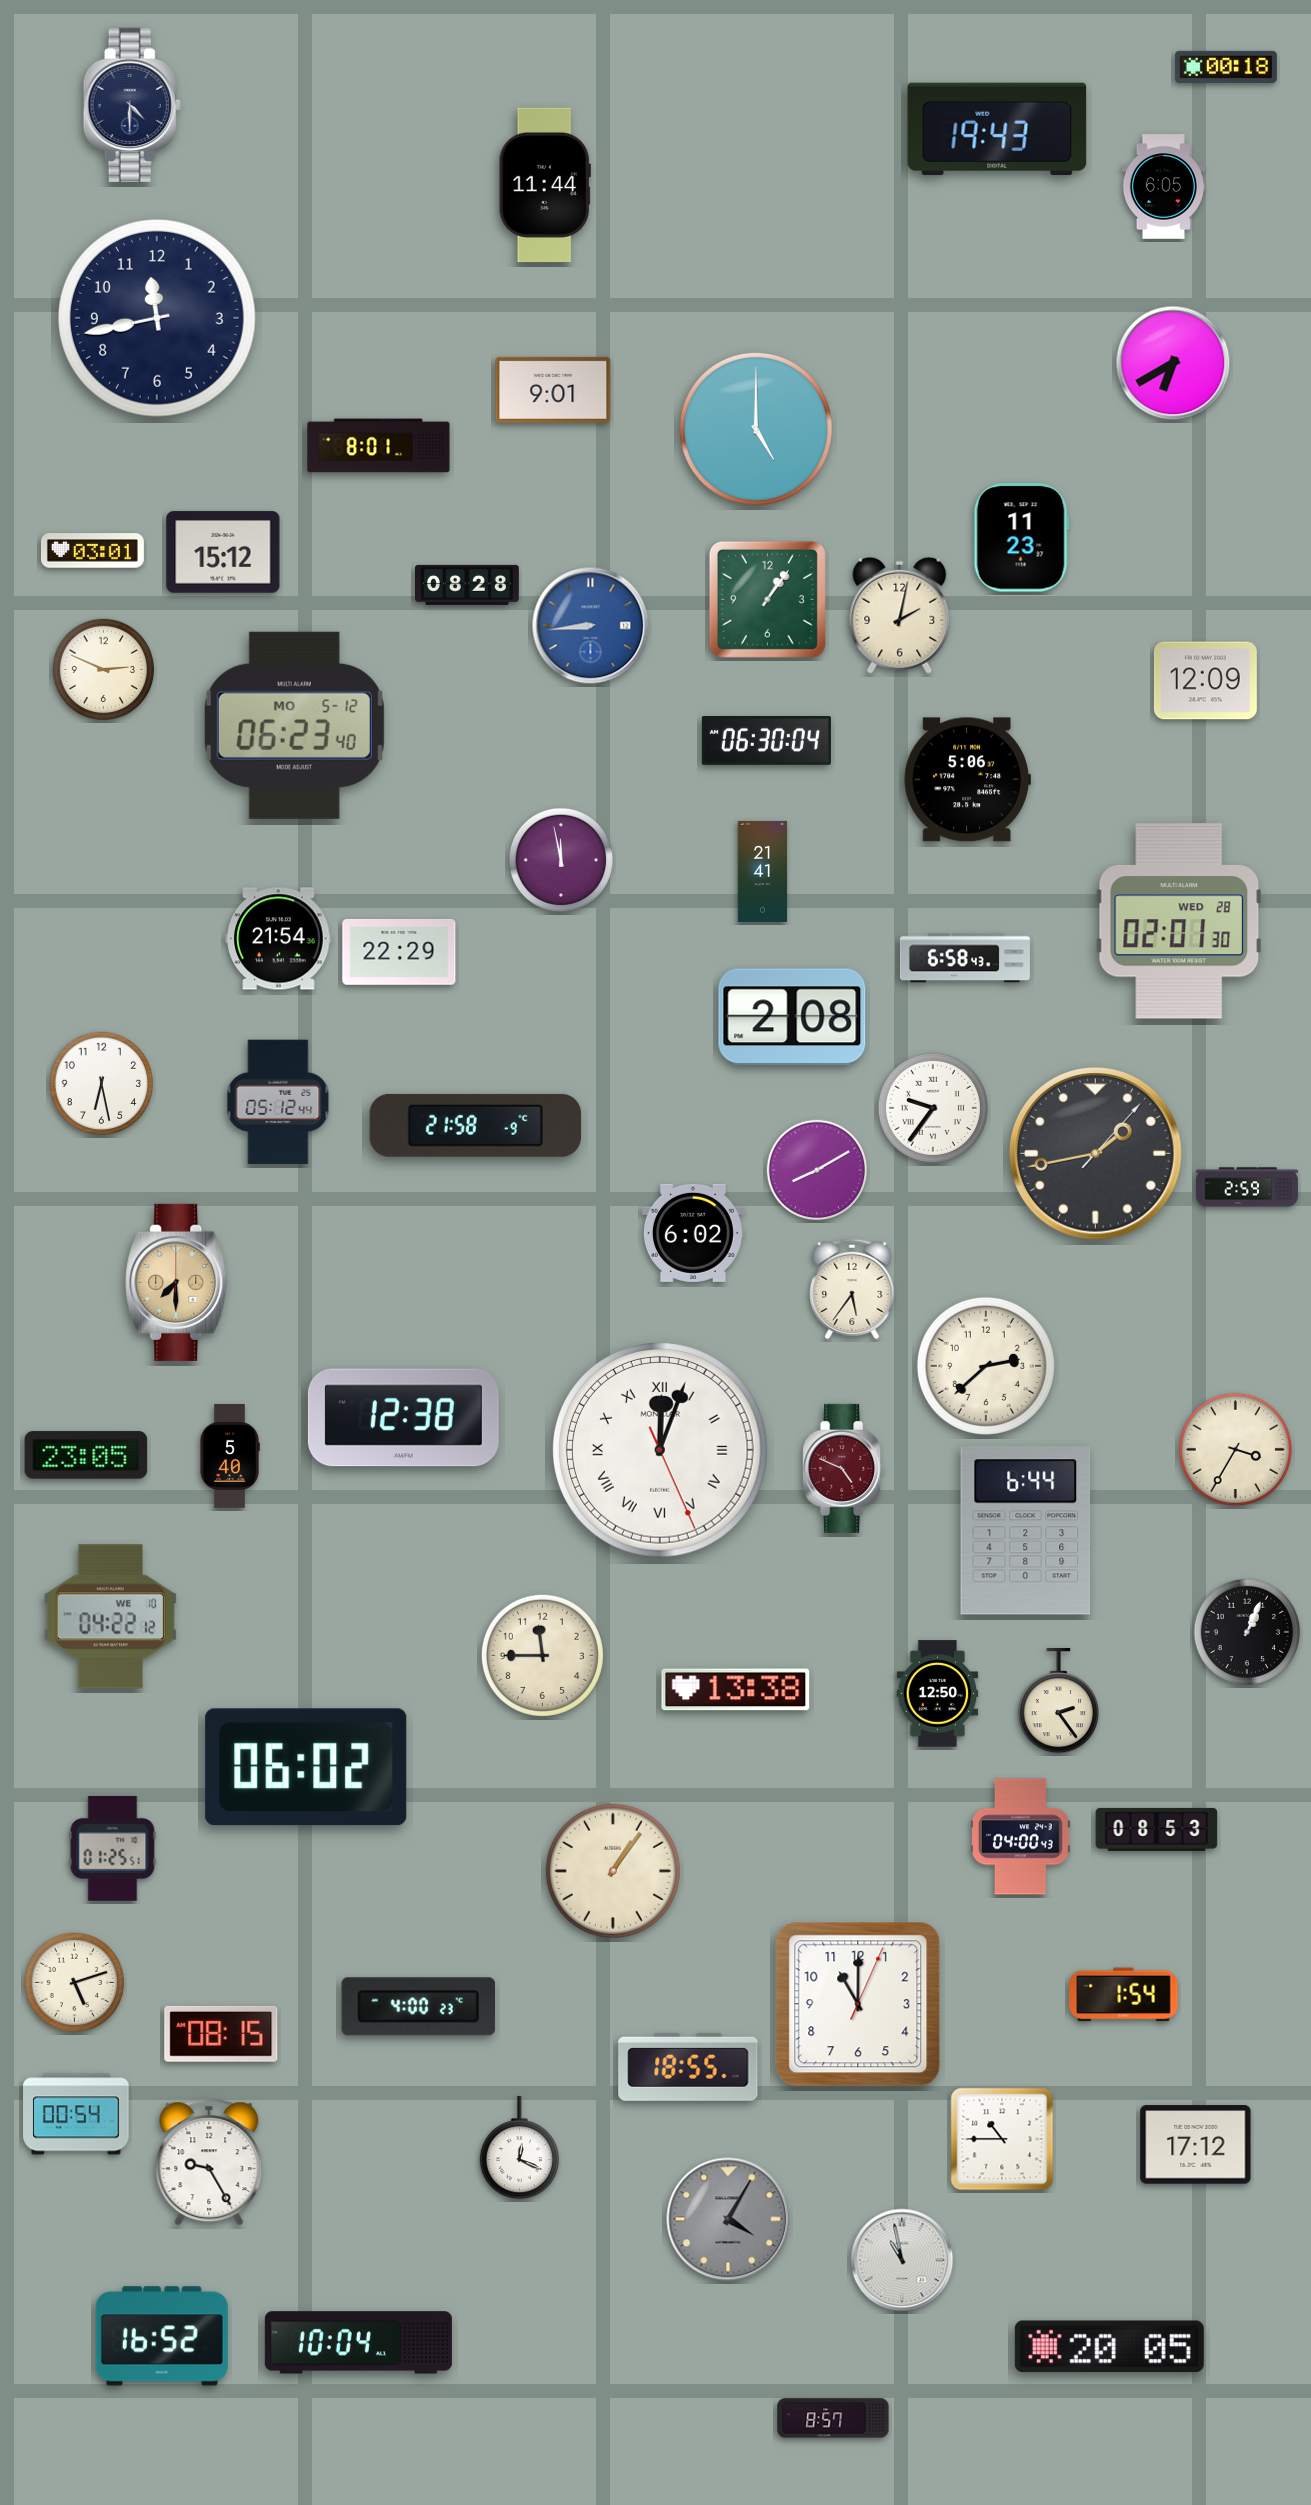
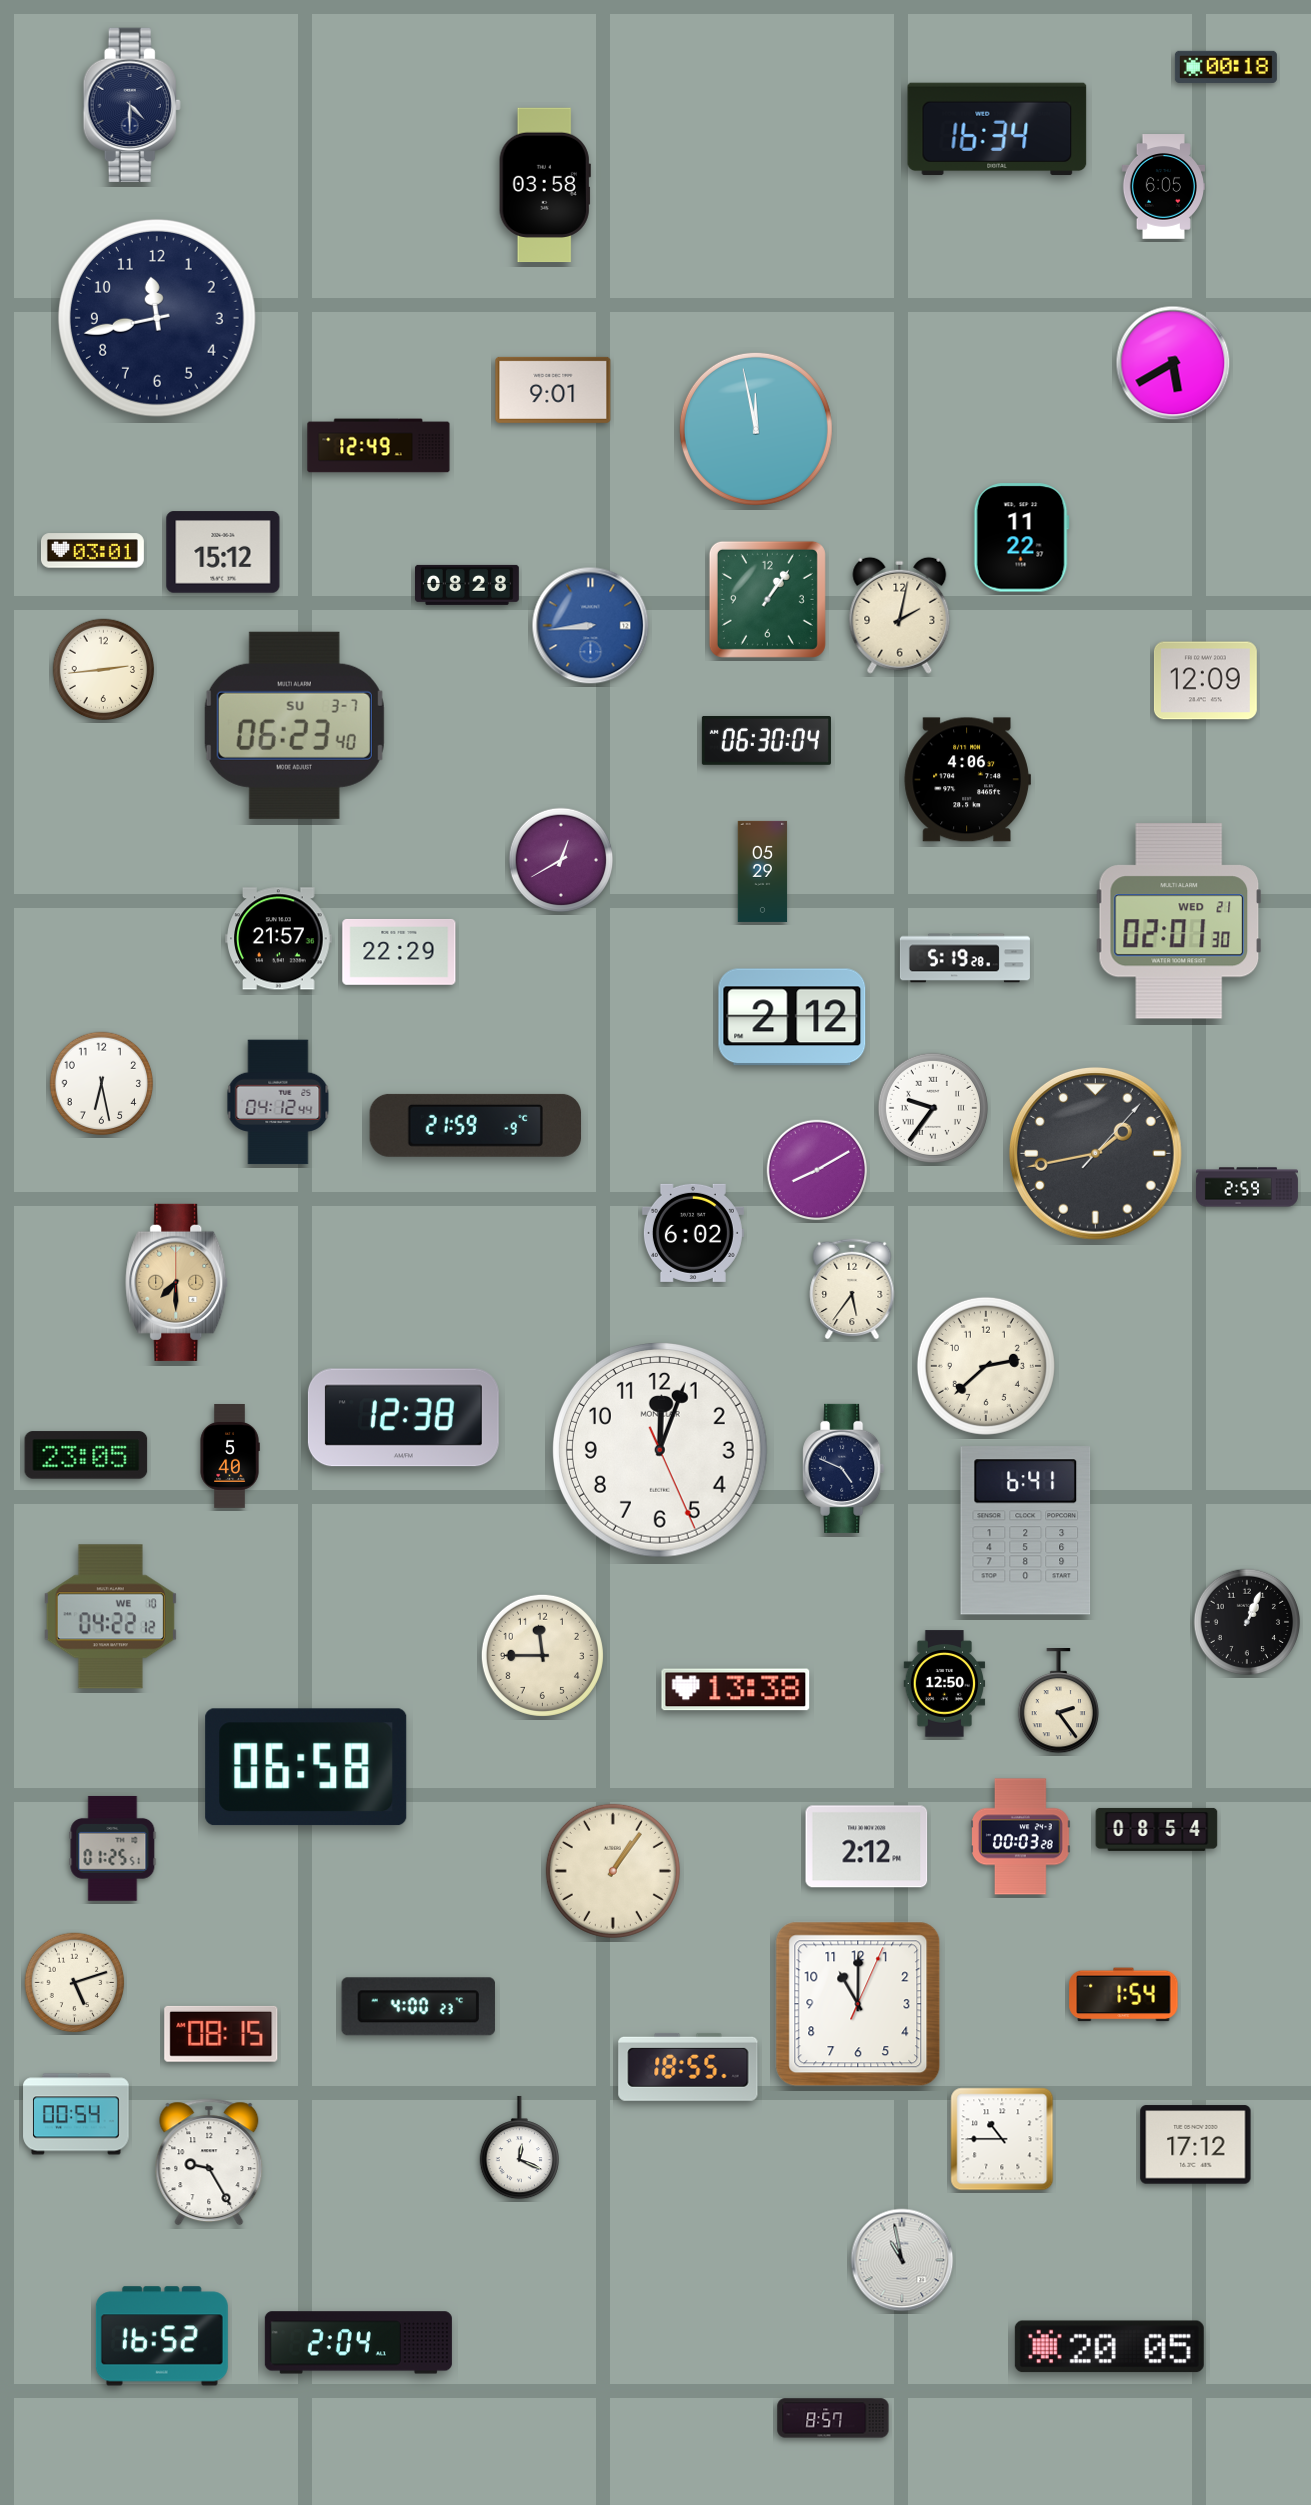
clock at (997, 129): 19:43 -> 16:34
clock at (545, 185): 11:44 -> 03:58
clock at (1173, 363): 6:40 -> 5:40
clock at (756, 429): 5:00 -> 11:58
clock at (379, 446): 8:01 -> 12:49
clock at (1021, 538): 11:23 -> 11:22
clock at (104, 670): 2:49 -> 2:44
clock at (294, 725) date: MO 5-12 -> SU 3-7
clock at (967, 780): 5:06 -> 4:06
clock at (561, 860): 11:58 -> 12:40
clock at (763, 871): 21:41 -> 05:29
clock at (1178, 922) date: WED 28 -> WED 21
clock at (279, 939): 21:54 -> 21:57
clock at (965, 958): 6:58 -> 5:19
clock at (792, 1017): 2:08 -> 2:12
clock at (278, 1102): 05:12 -> 04:12
clock at (476, 1125): 21:58 -> 21:59
clock at (1235, 1449): 3:35 -> none
clock at (661, 1451) numerals: Roman -> Arabic
clock at (844, 1468) dial: burgundy -> navy
clock at (1026, 1531): 6:44 -> 6:41
clock at (1247, 1632) position: (1247, 1632) -> (1247, 1622)
clock at (938, 1694) position: (938, 1694) -> (945, 1684)
clock at (306, 1767): 06:02 -> 06:58
clock at (1157, 1829): 08:53 -> 08:54
clock at (1021, 1837): 04:00 -> 00:03
clock at (867, 1847): none -> 2:12
clock at (728, 2219): 4:05 -> none
clock at (358, 2343): 10:04 -> 2:04
